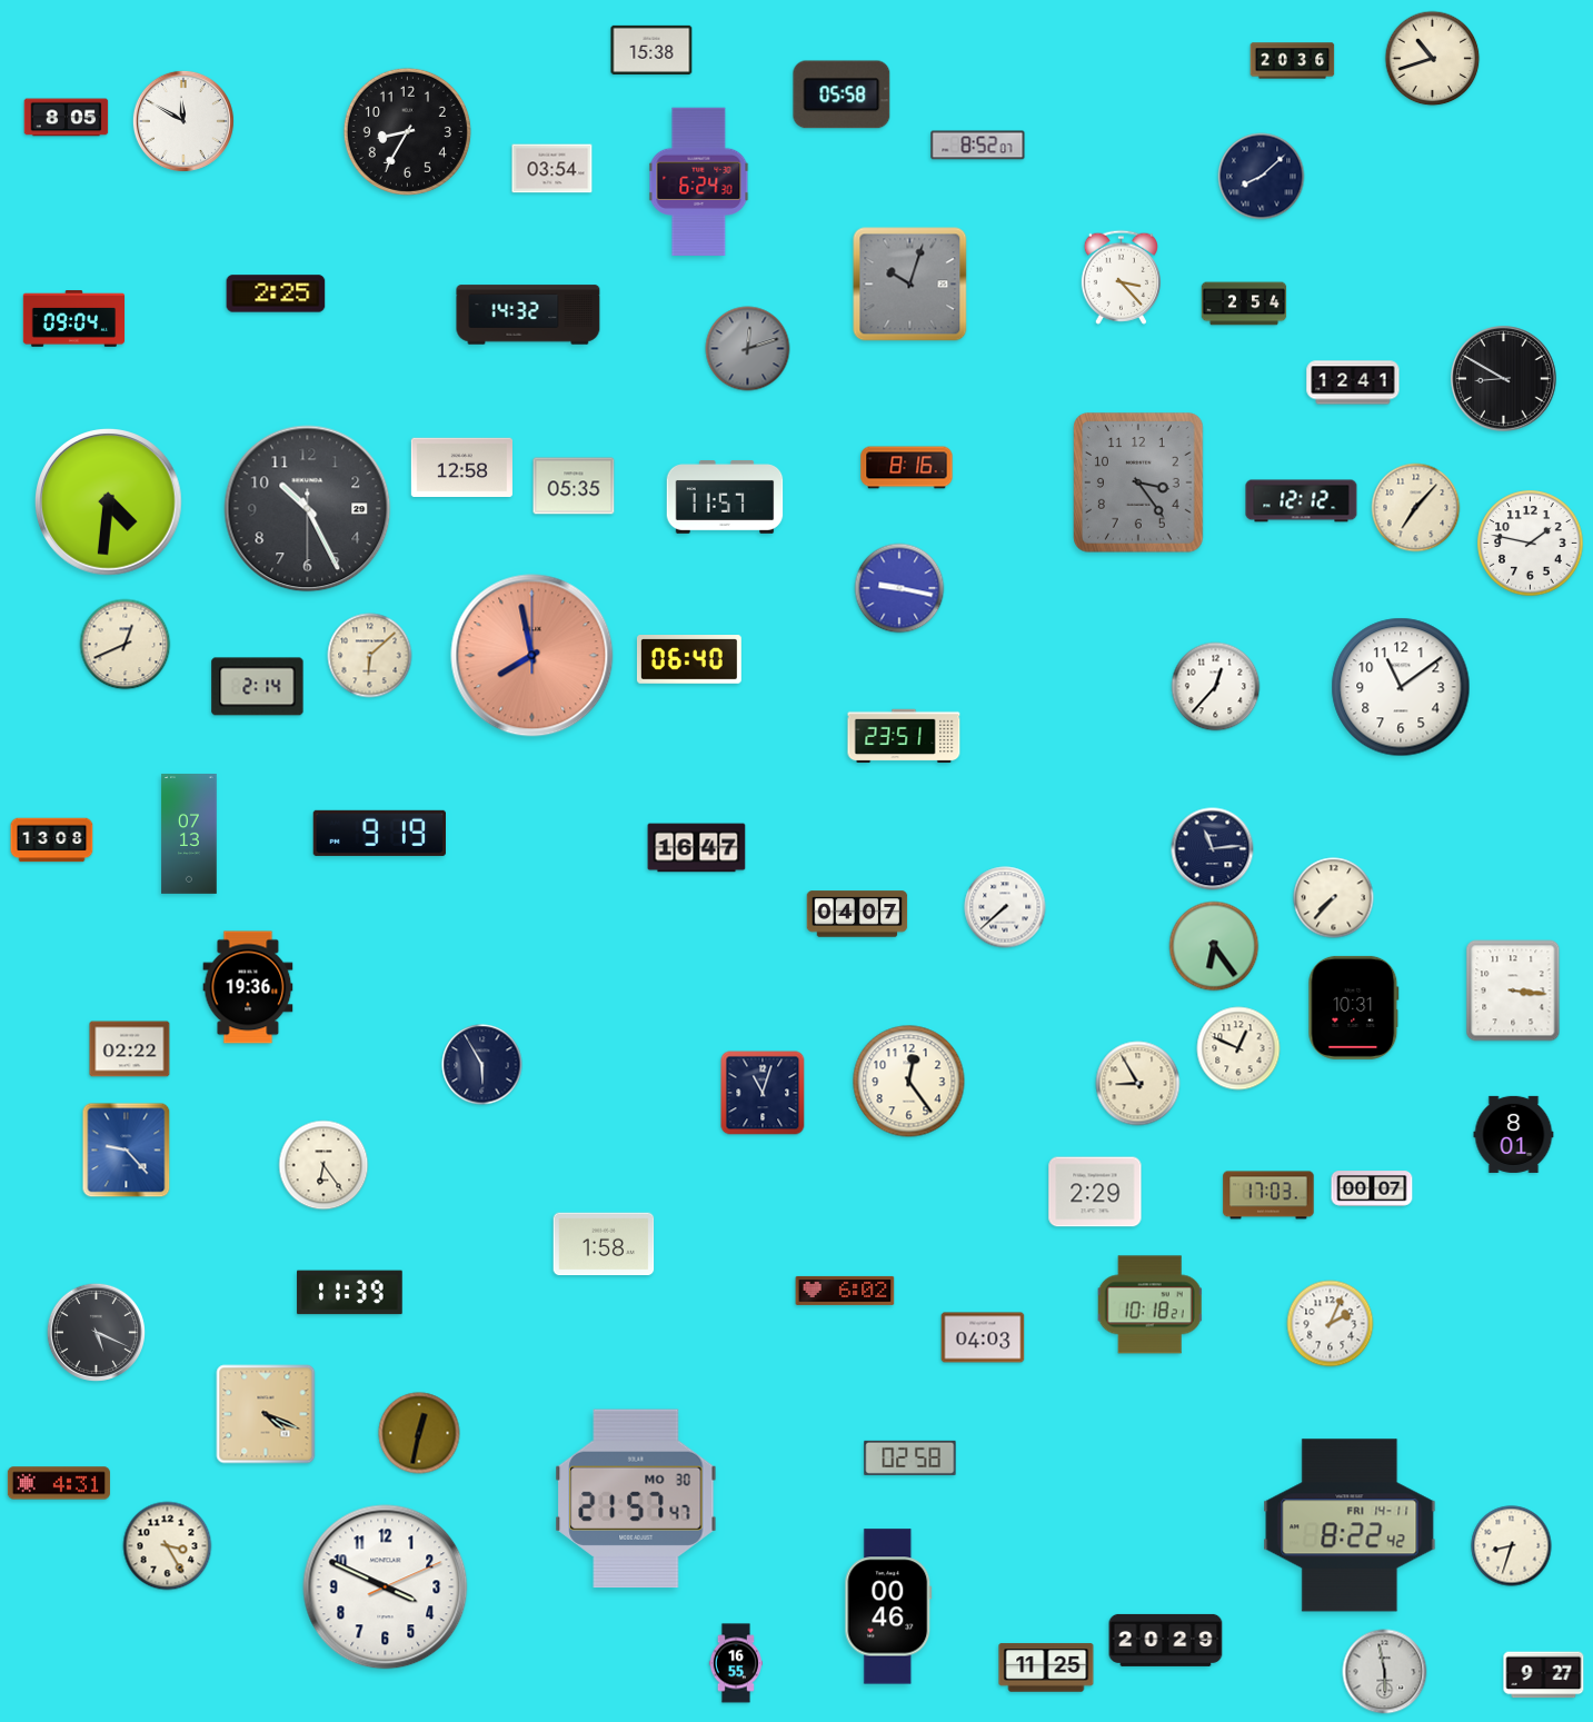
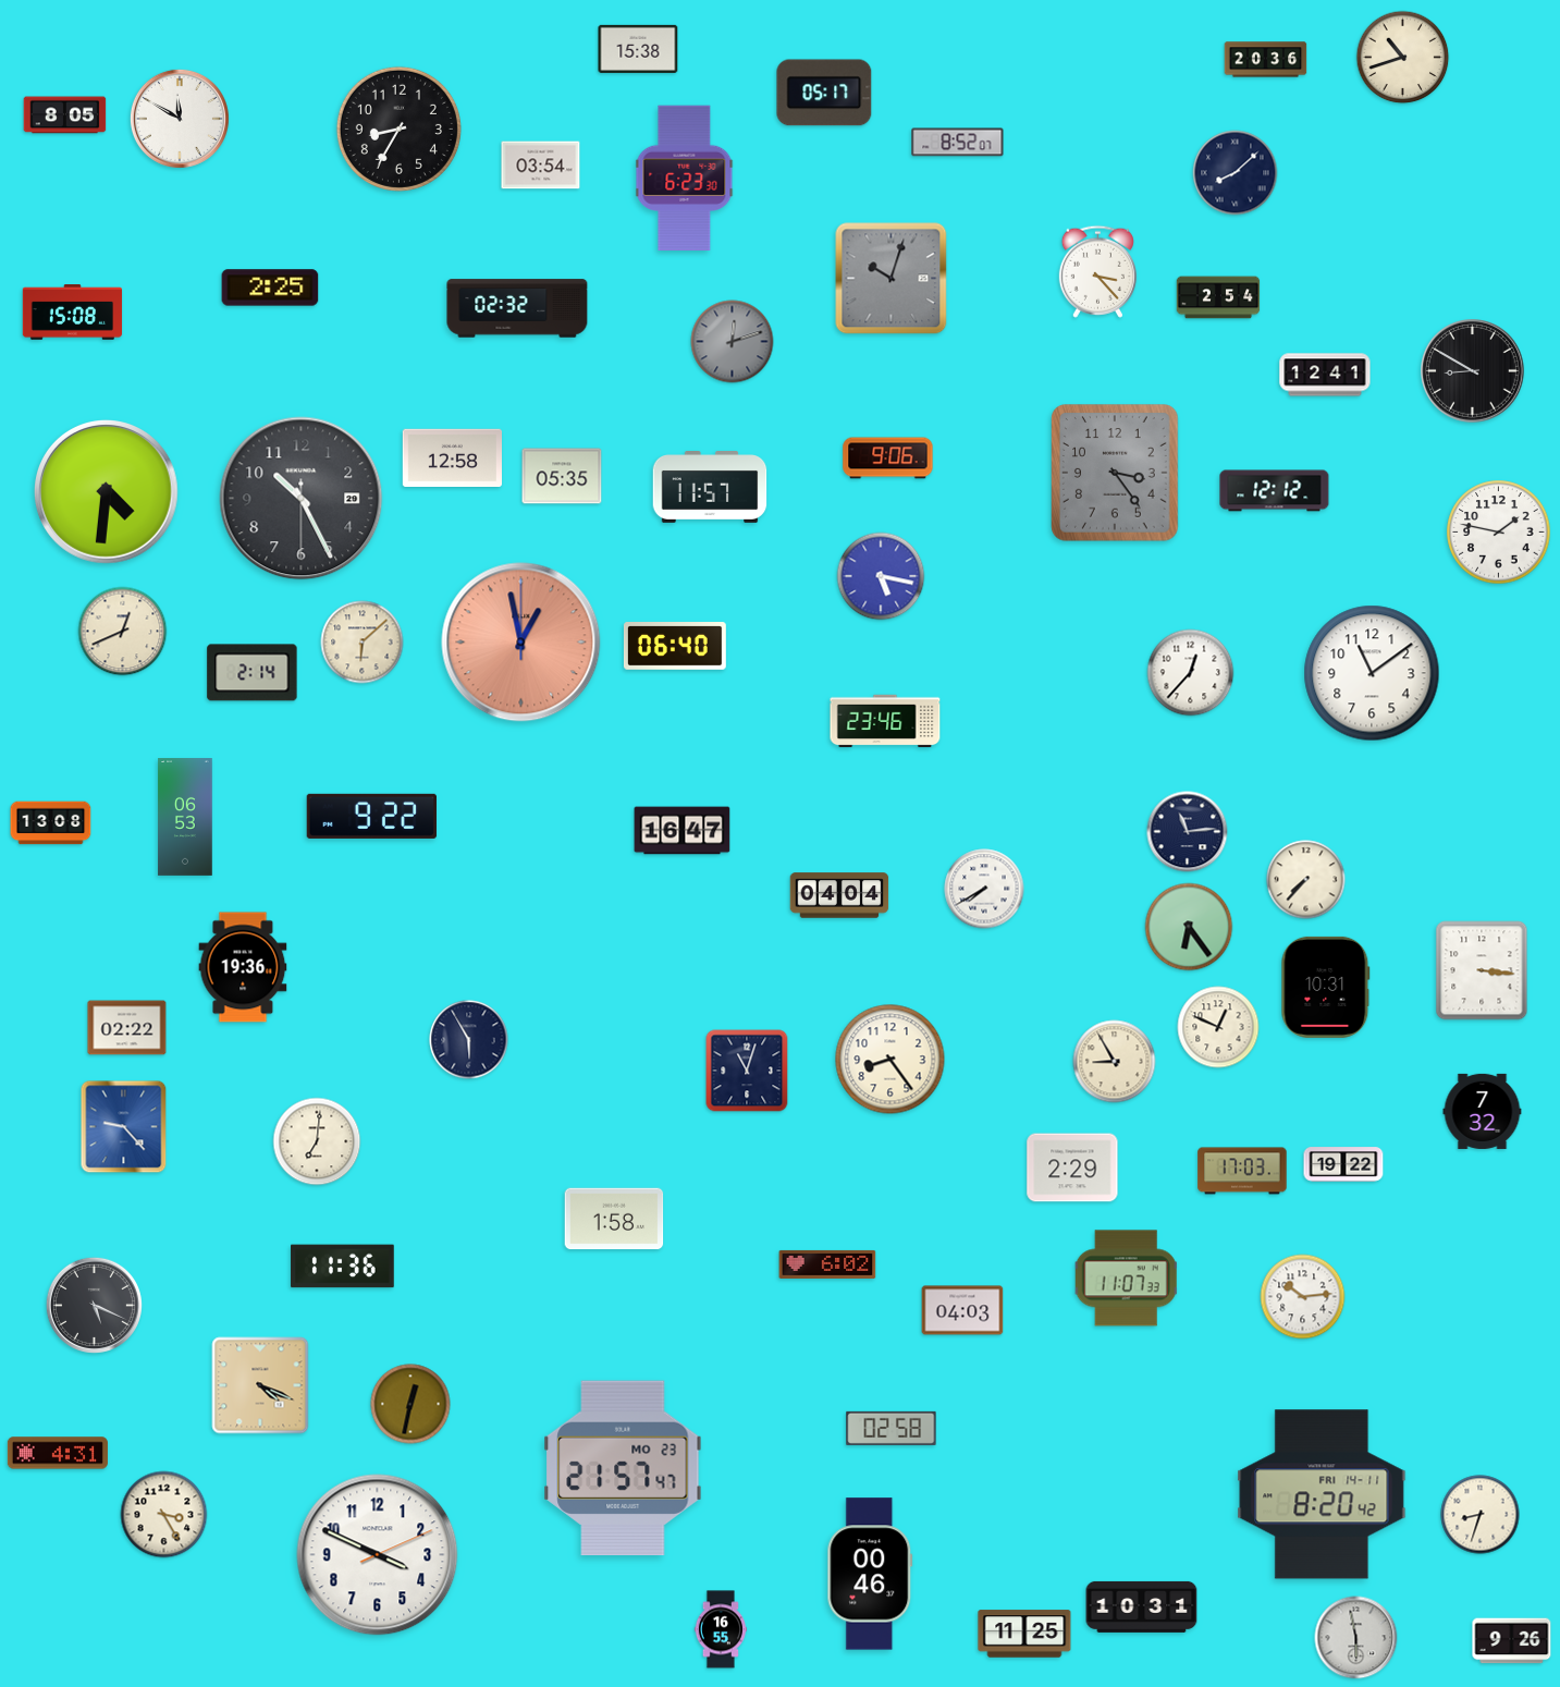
clock at (842, 94): 05:58 -> 05:17
clock at (699, 181): 6:24 -> 6:23
clock at (528, 315): 14:32 -> 02:32
clock at (74, 319): 09:04 -> 15:08
clock at (907, 468): 8:16 -> 9:06
clock at (1416, 508): 7:07 -> none
clock at (899, 588): 9:17 -> 5:17
clock at (532, 656): 7:58 -> 12:58
clock at (904, 736): 23:51 -> 23:46
clock at (379, 833): 9:19 -> 9:22
clock at (189, 835): 07:13 -> 06:53
clock at (1005, 907): 7:38 -> 7:40
clock at (857, 914): 04:07 -> 04:04
clock at (1238, 1048) position: (1238, 1048) -> (1218, 1027)
clock at (482, 1065) position: (482, 1065) -> (469, 1040)
clock at (909, 1082): 12:24 -> 8:24
clock at (1514, 1134): 8:01 -> 7:32
clock at (323, 1165): 6:24 -> 7:01
clock at (1372, 1188): 00:07 -> 19:22
clock at (604, 1244) position: (604, 1244) -> (614, 1219)
clock at (350, 1293): 11:39 -> 11:36
clock at (1149, 1305): 10:18 -> 11:07
clock at (1331, 1324): 2:04 -> 10:14
clock at (636, 1499) date: MO 30 -> MO 23
clock at (1350, 1525): 8:22 -> 8:20
clock at (1166, 1640): 20:29 -> 10:31
clock at (1544, 1675): 9:27 -> 9:26
